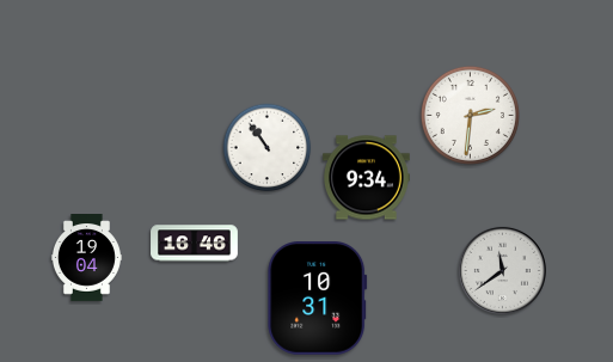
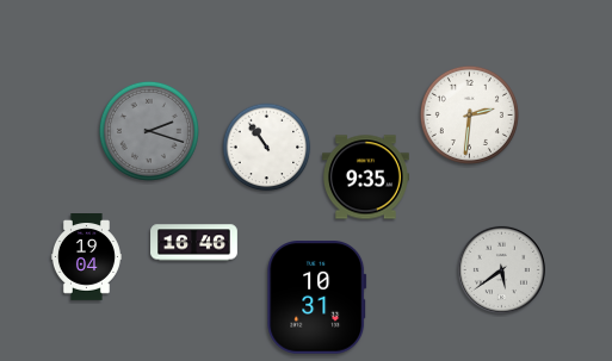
clock at (149, 131): none -> 2:18
clock at (367, 178): 9:34 -> 9:35
clock at (502, 270): 11:39 -> 5:39
